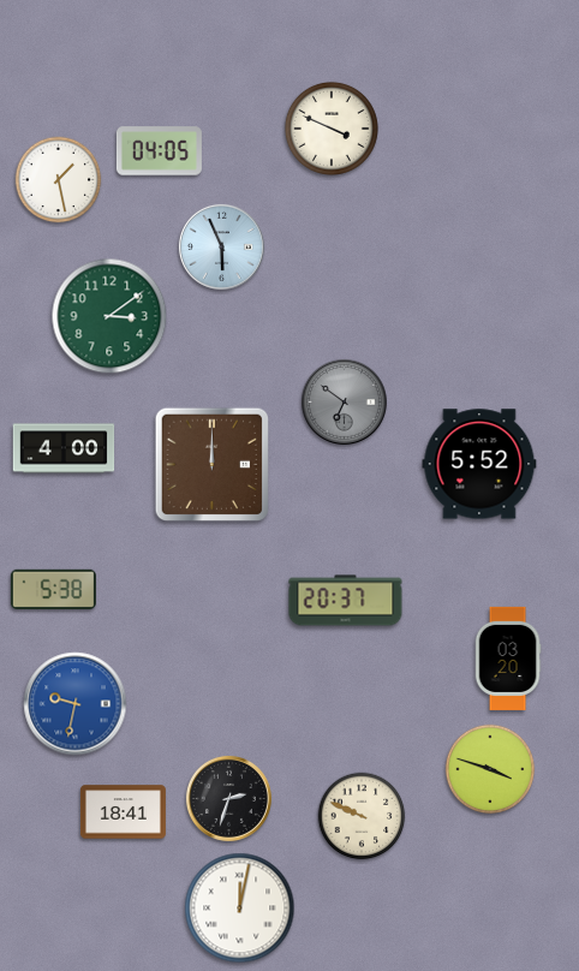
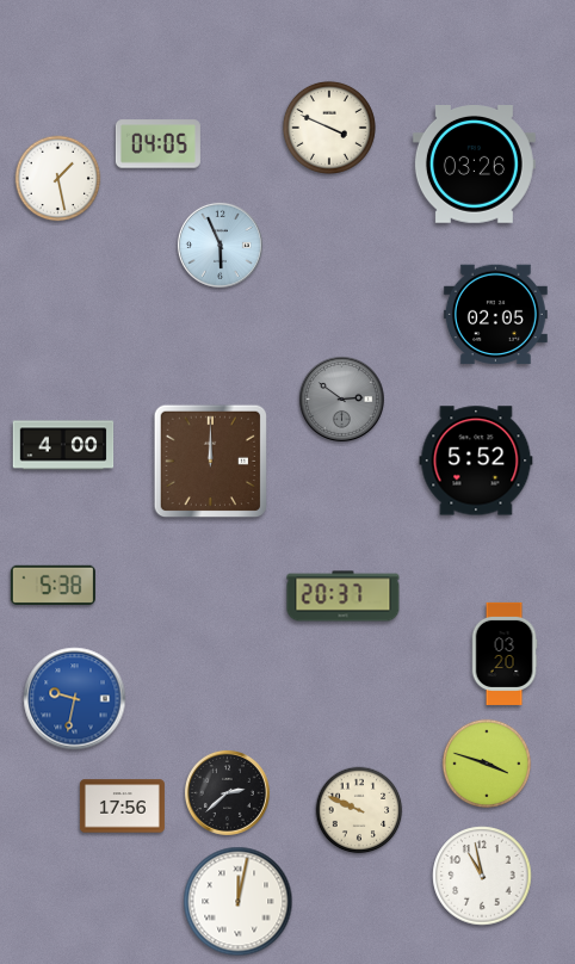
clock at (159, 151) position: (159, 151) -> (157, 144)
clock at (474, 165): none -> 03:26
clock at (109, 316): 3:09 -> none
clock at (495, 315): none -> 02:05
clock at (344, 401): 6:51 -> 2:51
clock at (228, 798): 2:33 -> 2:38
clock at (123, 812): 18:41 -> 17:56
clock at (482, 876): none -> 10:58
